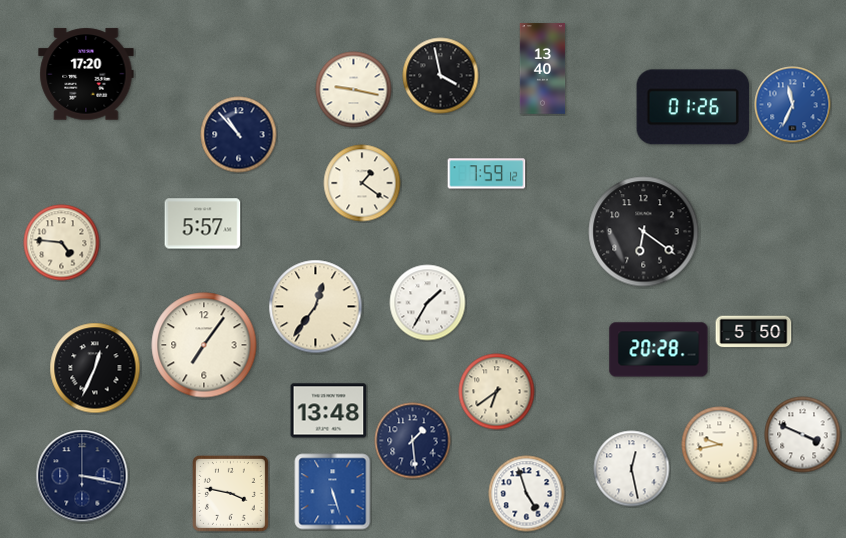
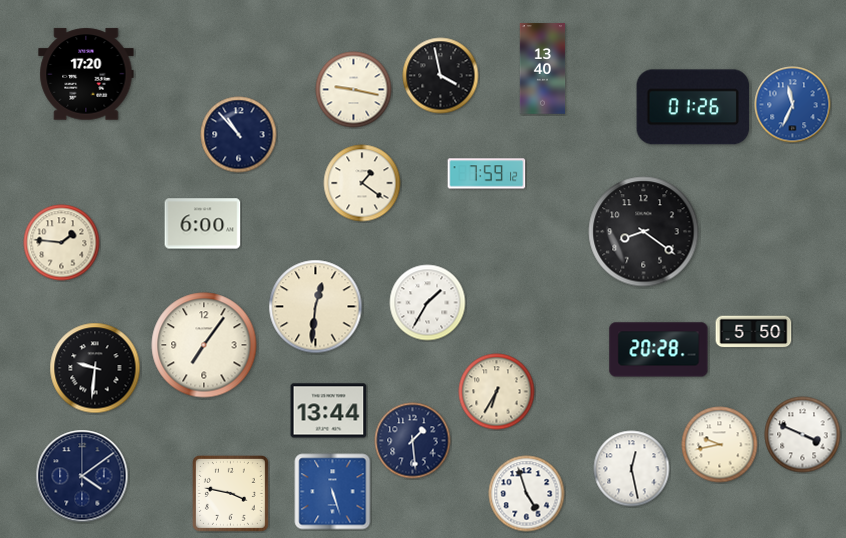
clock at (203, 224): 5:57 -> 6:00
clock at (644, 232): 6:21 -> 8:21
clock at (62, 243): 4:46 -> 1:46
clock at (316, 307): 12:36 -> 12:31
clock at (95, 368): 12:34 -> 9:31
clock at (497, 392): 6:39 -> 6:35
clock at (329, 411): 13:48 -> 13:44
clock at (82, 476): 3:17 -> 4:09
